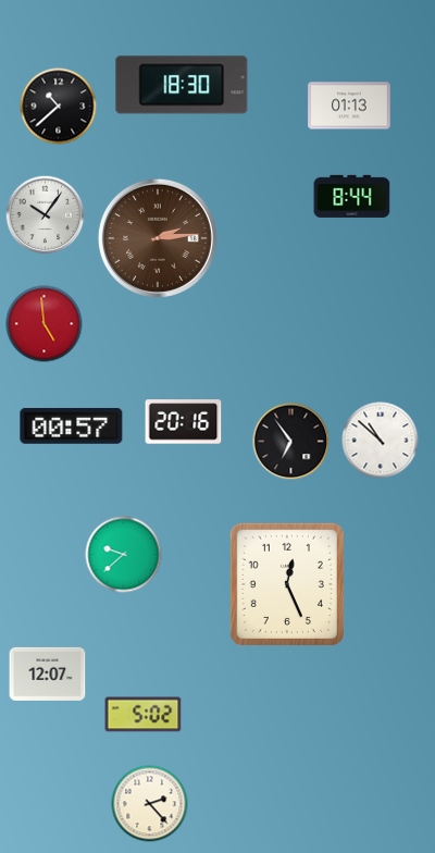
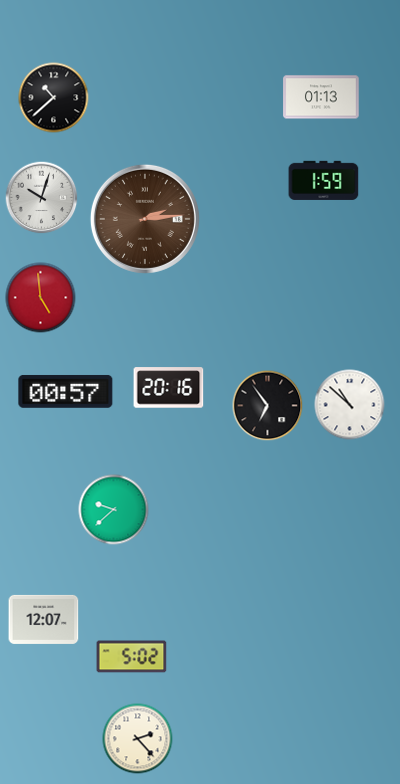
clock at (182, 85): 18:30 -> none
clock at (352, 196): 8:44 -> 1:59
clock at (46, 215): 10:06 -> 10:03
clock at (287, 584): 12:26 -> none
